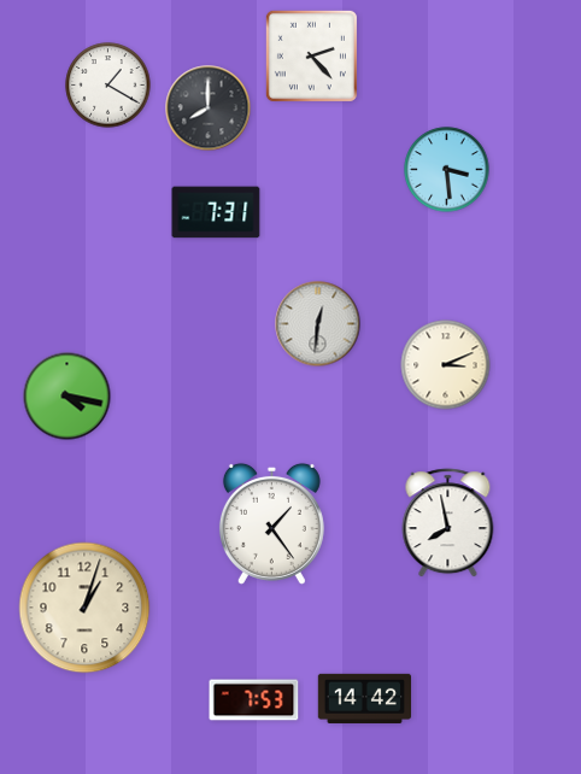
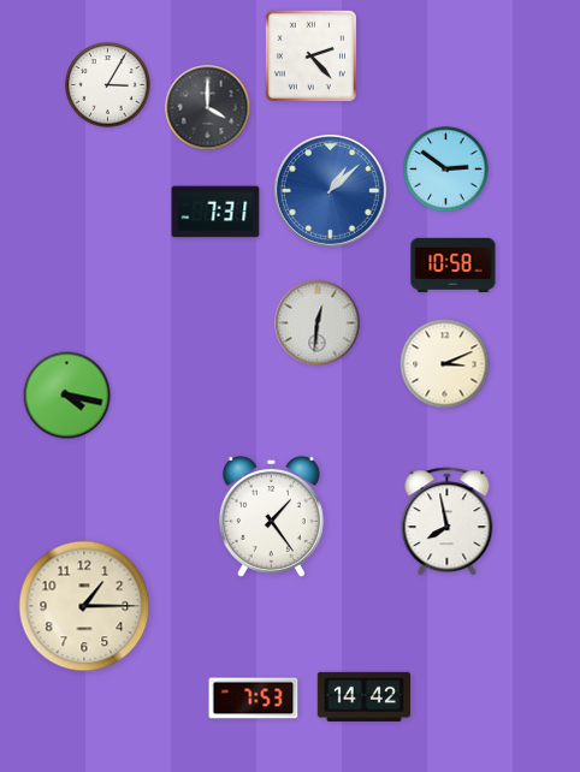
clock at (108, 86): 1:20 -> 3:05
clock at (209, 109): 8:00 -> 4:00
clock at (447, 170): 3:29 -> 2:51
clock at (330, 190): none -> 1:08
clock at (454, 265): none -> 10:58
clock at (271, 523) position: (271, 523) -> (271, 516)
clock at (84, 608): 1:03 -> 1:15
